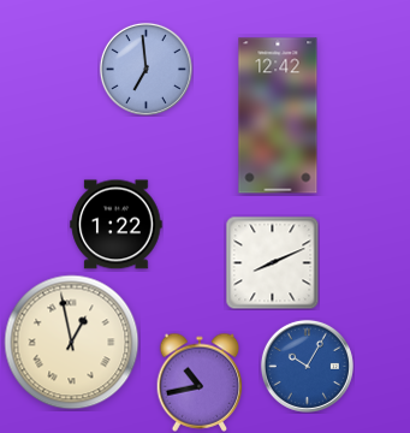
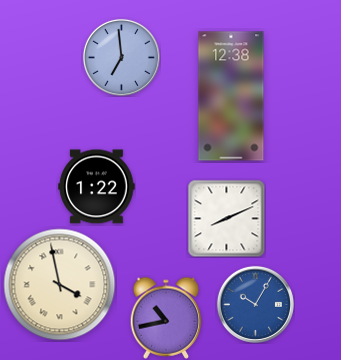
clock at (278, 115): 12:42 -> 12:38
clock at (72, 343): 12:58 -> 3:58
